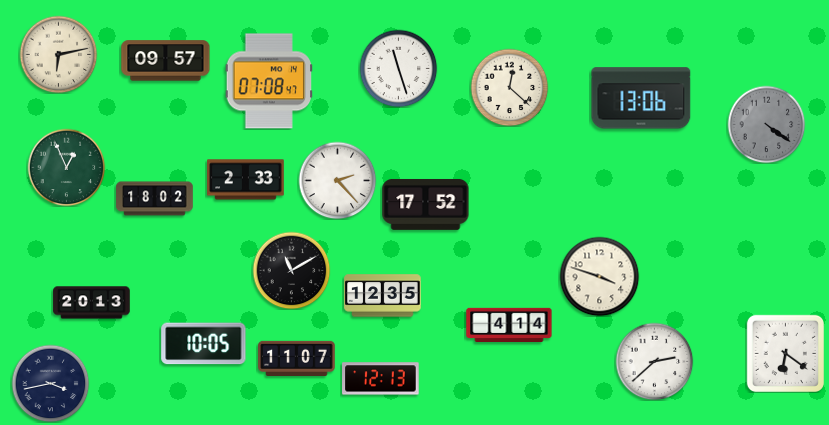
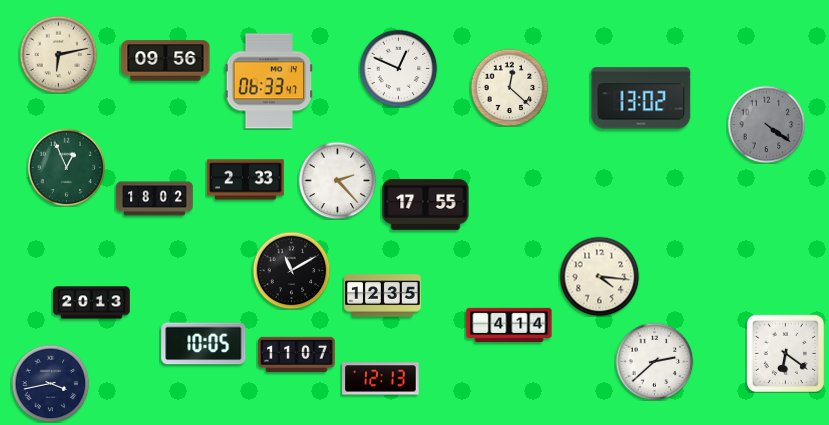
clock at (166, 61): 09:57 -> 09:56
clock at (398, 68): 11:27 -> 12:49
clock at (269, 81): 07:08 -> 06:33
clock at (641, 98): 13:06 -> 13:02
clock at (426, 204): 17:52 -> 17:55
clock at (599, 276): 3:48 -> 4:16
clock at (297, 358) position: (297, 358) -> (297, 354)
